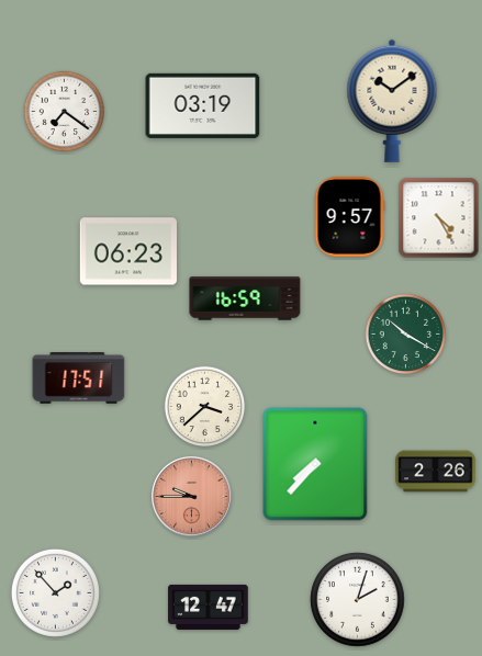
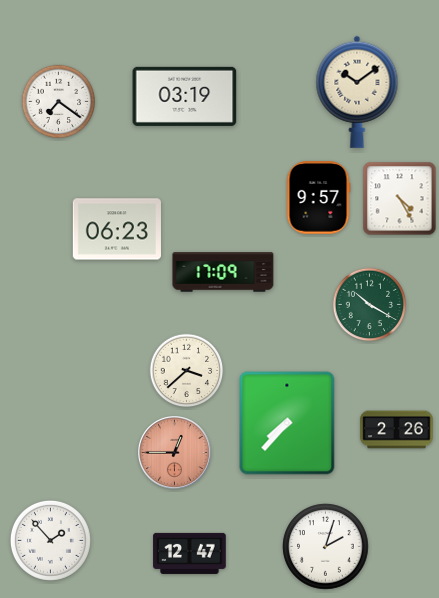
clock at (245, 298): 16:59 -> 17:09
clock at (79, 378): 17:51 -> none
clock at (192, 497): 9:45 -> 12:45
